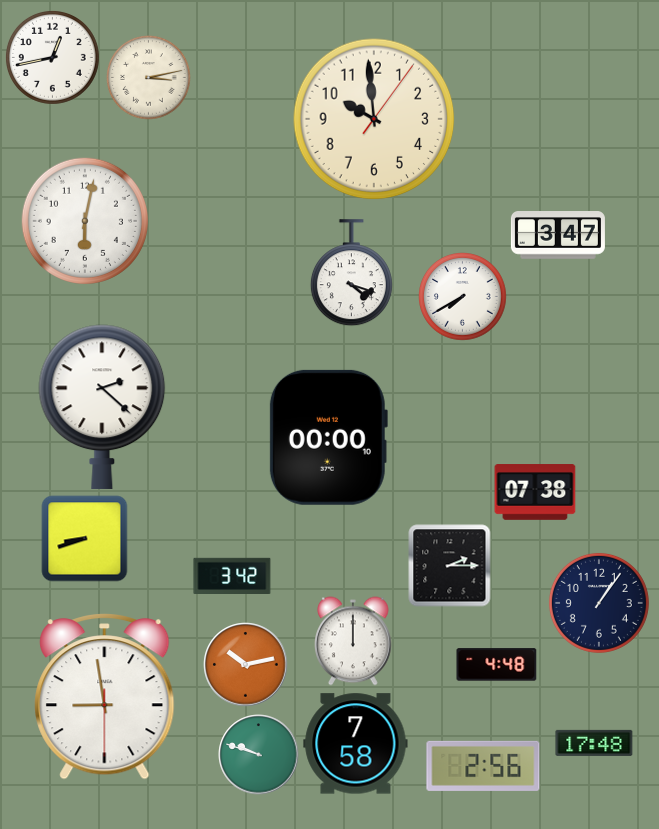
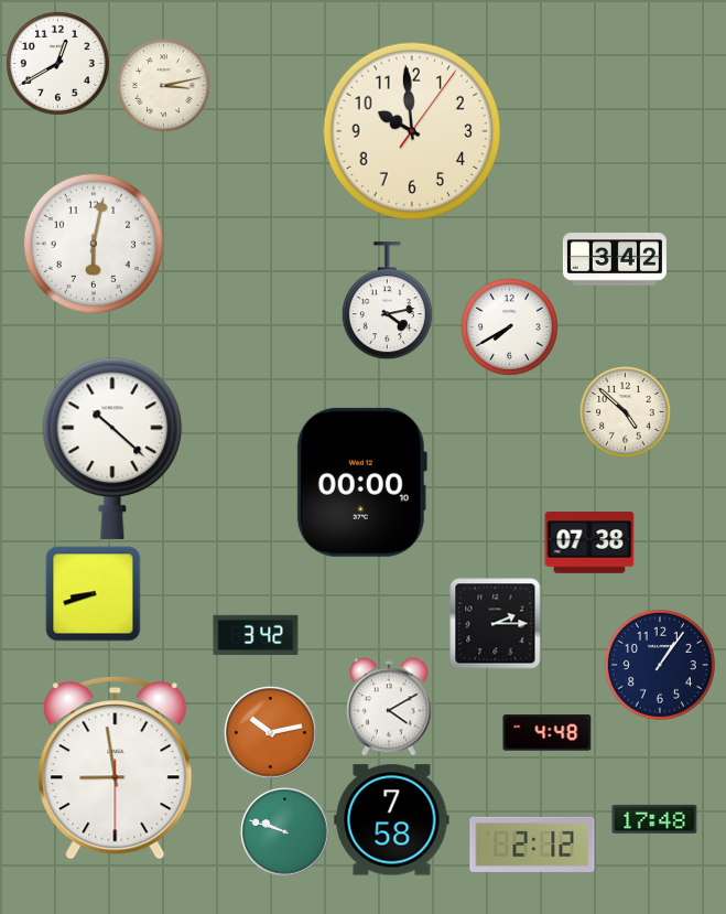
clock at (52, 57): 12:43 -> 12:40
clock at (558, 236): 3:47 -> 3:42
clock at (351, 273): 4:18 -> 4:13
clock at (626, 412): none -> 4:52
clock at (102, 407): 2:22 -> 10:22
clock at (354, 641): 12:00 -> 4:10
clock at (483, 766): 2:56 -> 2:12
